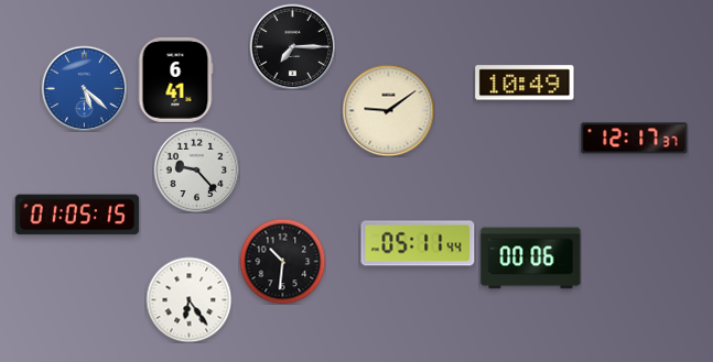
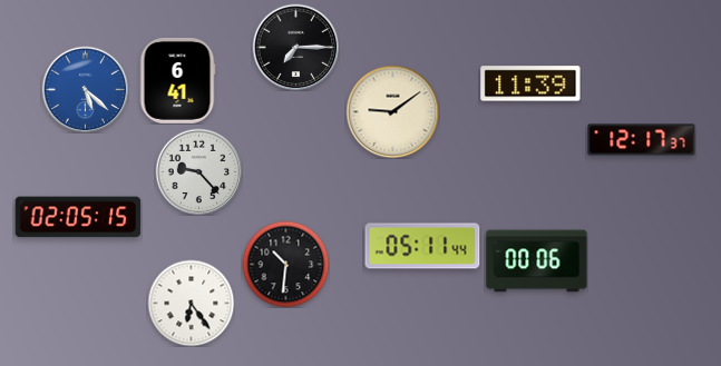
clock at (525, 83): 10:49 -> 11:39
clock at (77, 215): 01:05 -> 02:05
